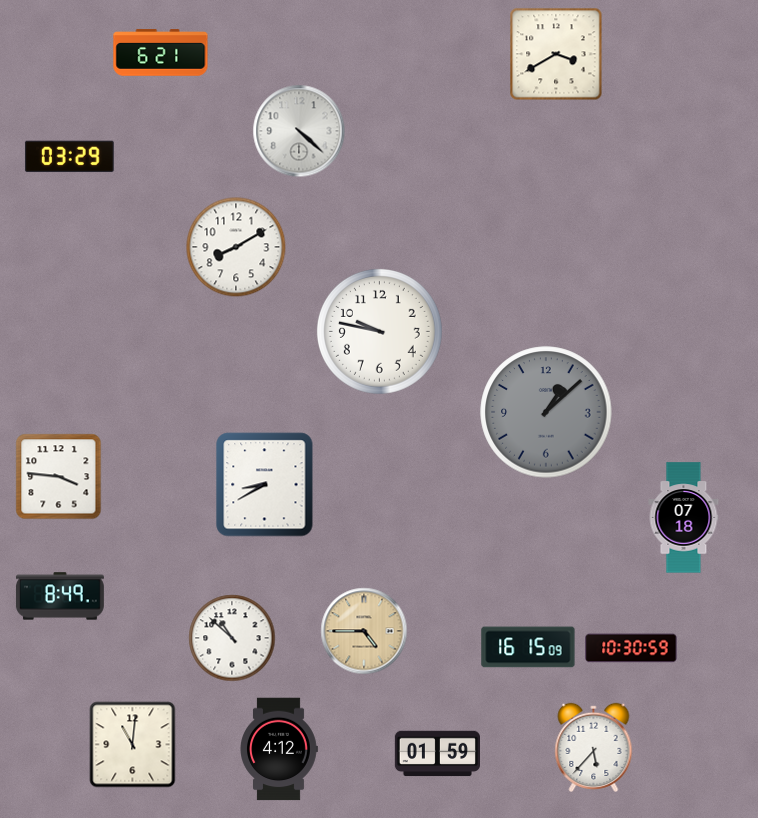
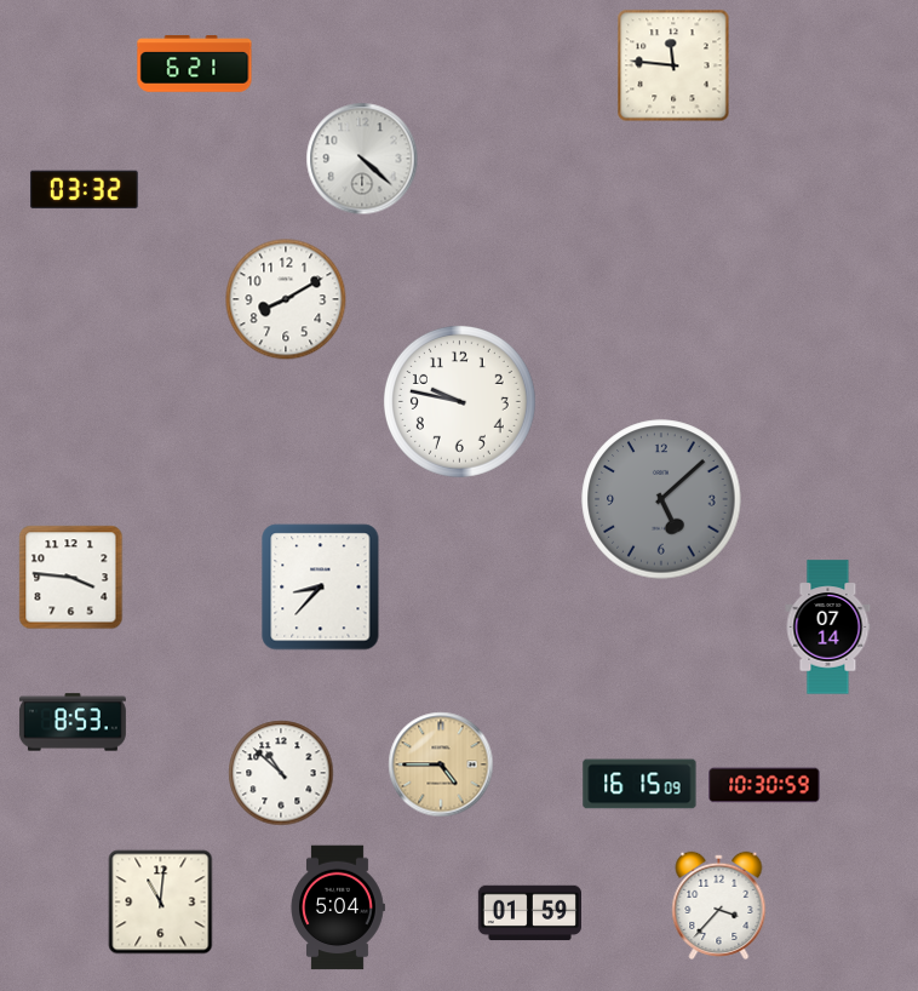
clock at (556, 54): 3:40 -> 11:46
clock at (69, 157): 03:29 -> 03:32
clock at (546, 412): 1:08 -> 5:08
clock at (265, 485): 8:40 -> 8:37
clock at (684, 518): 07:18 -> 07:14
clock at (60, 596): 8:49 -> 8:53
clock at (594, 747): 5:37 -> 3:37
clock at (279, 749): 4:12 -> 5:04
